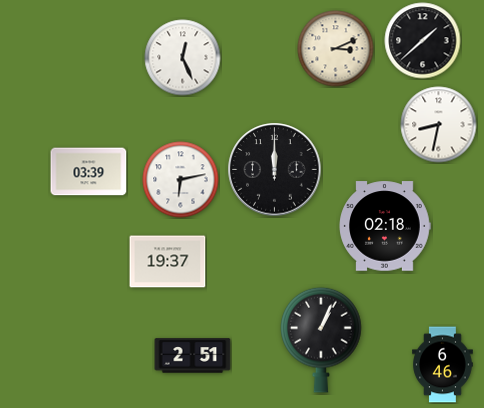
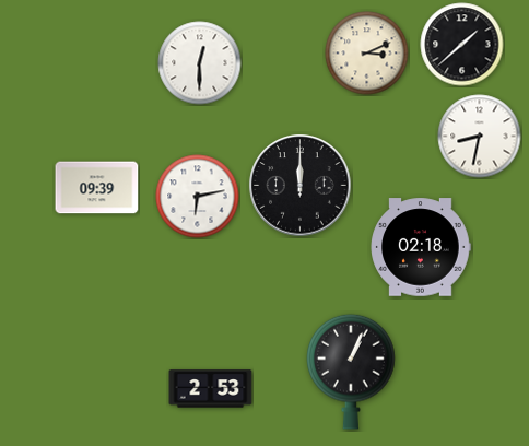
clock at (183, 58): 12:26 -> 12:30
clock at (89, 172): 03:39 -> 09:39
clock at (168, 262): 19:37 -> none
clock at (193, 356): 2:51 -> 2:53
clock at (443, 365): 6:46 -> none
